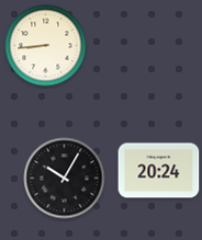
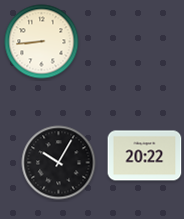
clock at (159, 171): 20:24 -> 20:22
